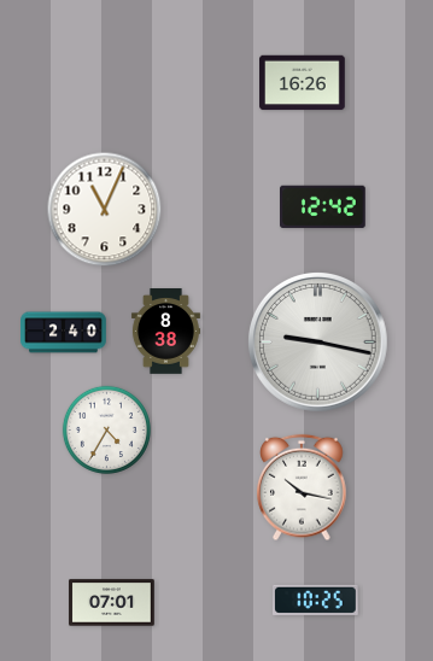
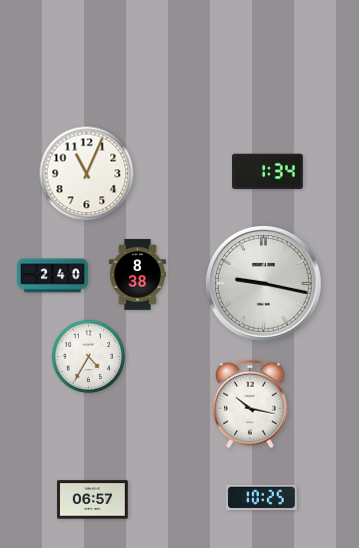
clock at (303, 83): 16:26 -> none
clock at (323, 207): 12:42 -> 1:34
clock at (112, 603): 07:01 -> 06:57
